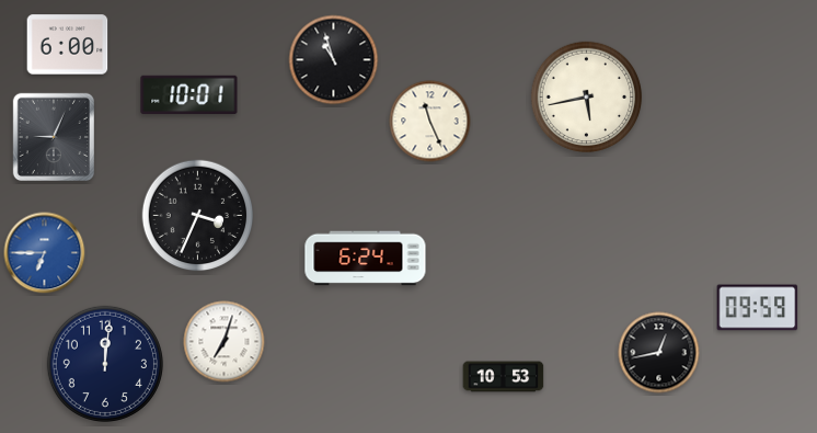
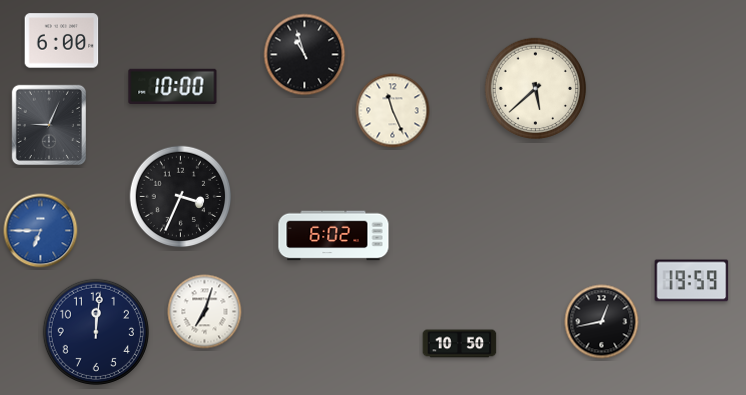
clock at (189, 95): 10:01 -> 10:00
clock at (587, 98): 5:43 -> 5:38
clock at (366, 259): 6:24 -> 6:02
clock at (758, 308): 09:59 -> 19:59
clock at (504, 377): 10:53 -> 10:50
